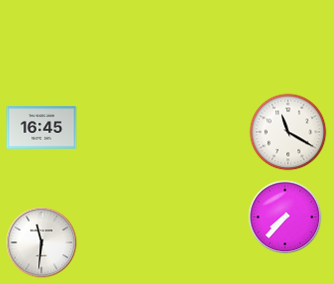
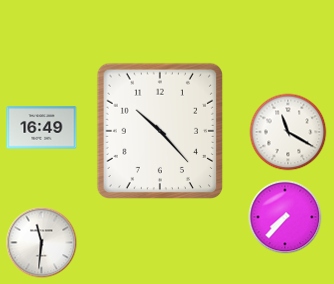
clock at (42, 128): 16:45 -> 16:49
clock at (160, 131): none -> 10:23
